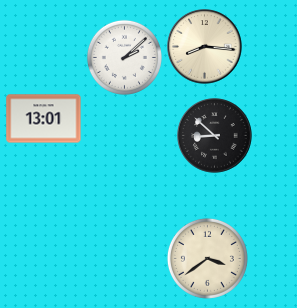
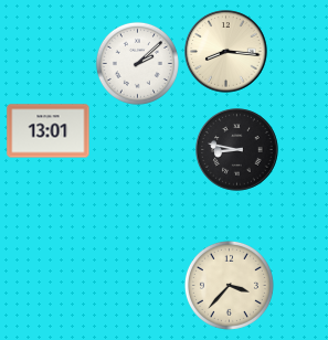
clock at (215, 136): 8:52 -> 8:47
clock at (207, 258): 3:39 -> 3:37
